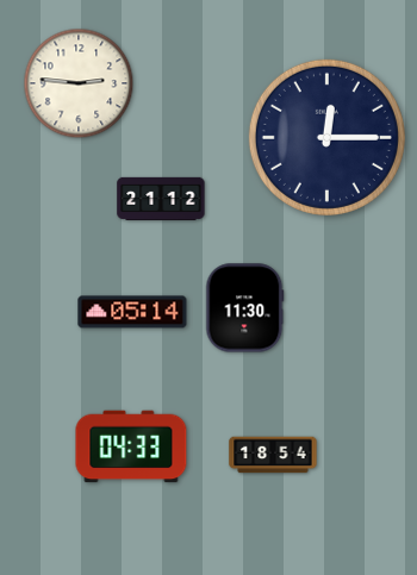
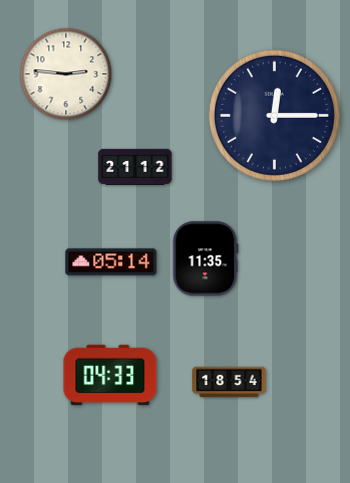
clock at (79, 83) position: (79, 83) -> (66, 74)
clock at (245, 308): 11:30 -> 11:35
